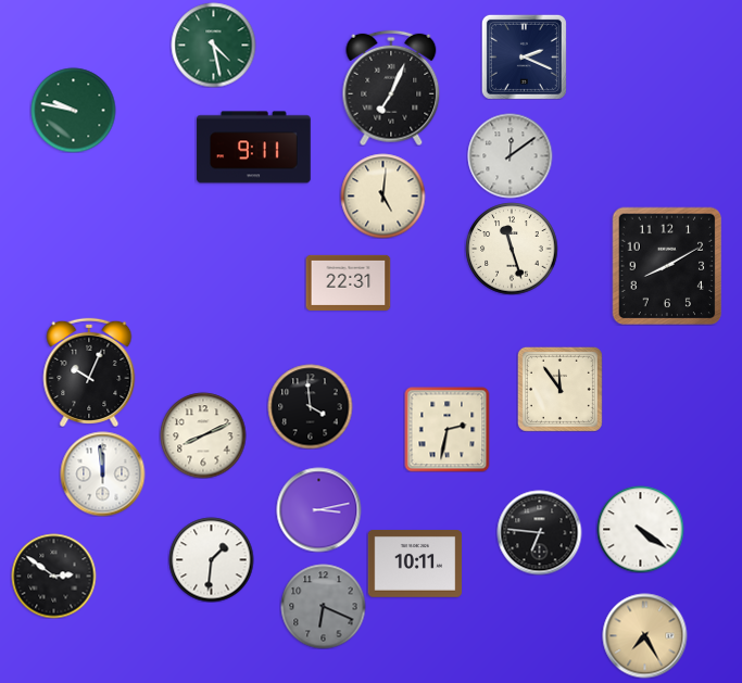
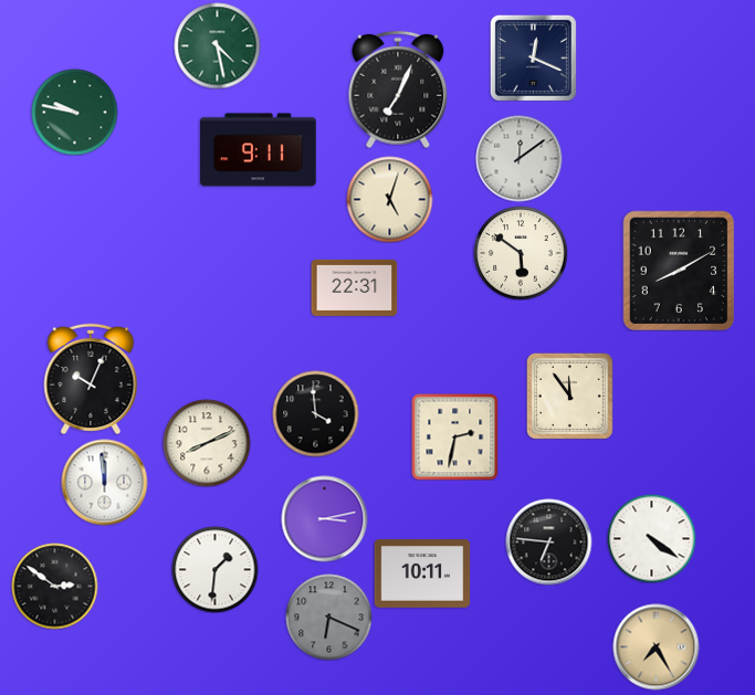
clock at (524, 56): 2:19 -> 12:19
clock at (382, 195): 5:01 -> 5:03
clock at (512, 249): 11:27 -> 5:51
